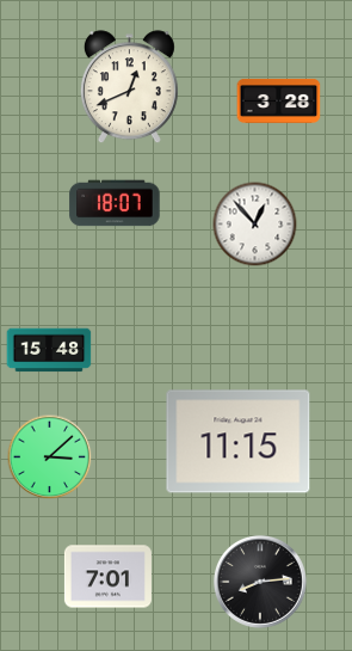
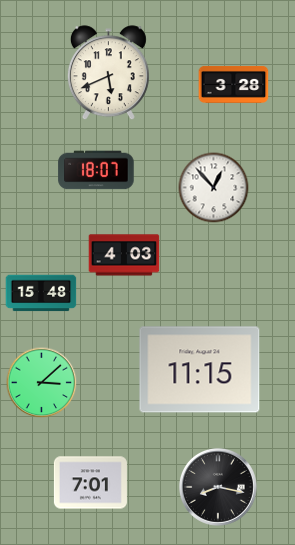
clock at (129, 87): 12:41 -> 5:41
clock at (124, 255): none -> 4:03
clock at (260, 582): 8:14 -> 8:17
